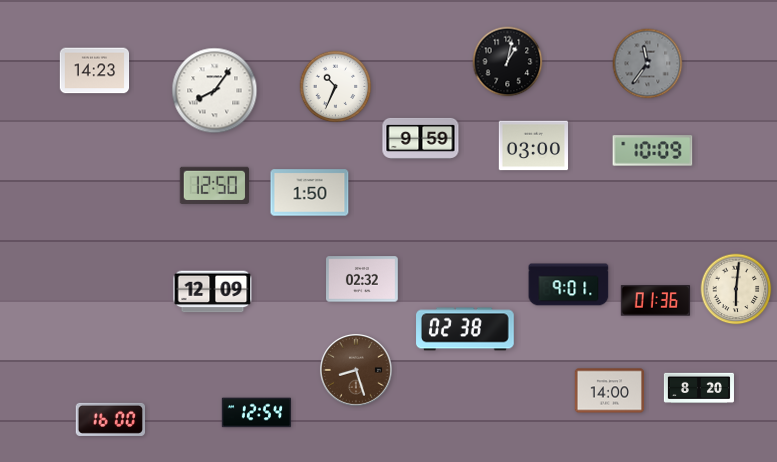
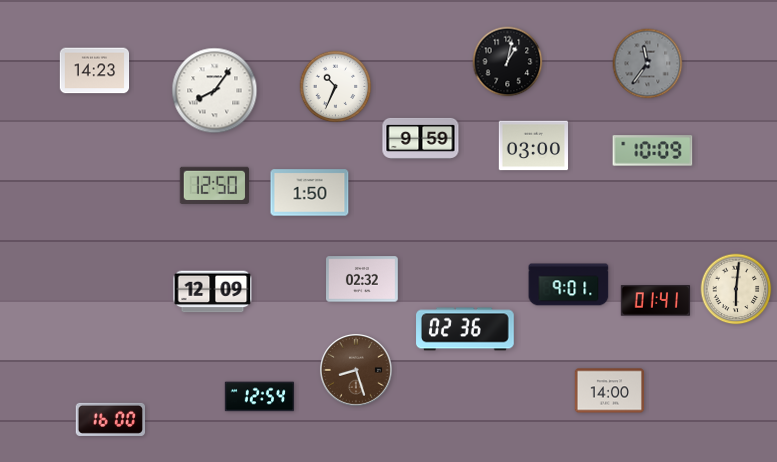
clock at (656, 301): 01:36 -> 01:41
clock at (465, 329): 02:38 -> 02:36
clock at (699, 388): 8:20 -> none
clock at (257, 413) position: (257, 413) -> (260, 397)
